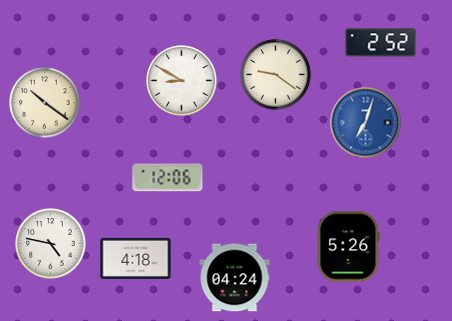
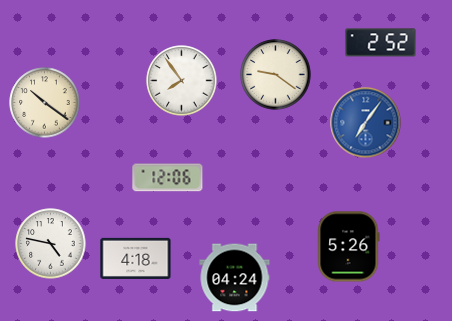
clock at (182, 81): 8:50 -> 7:54
clock at (366, 123): 7:03 -> 7:06
